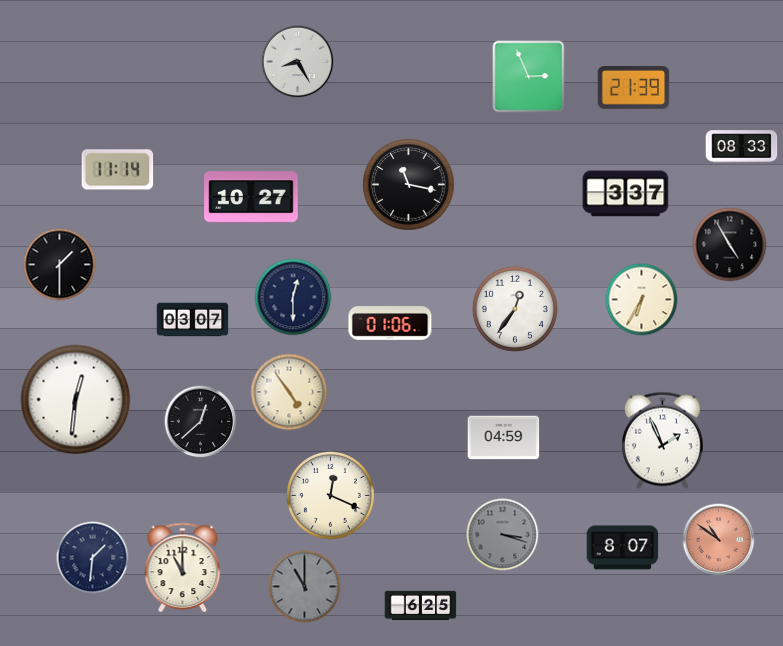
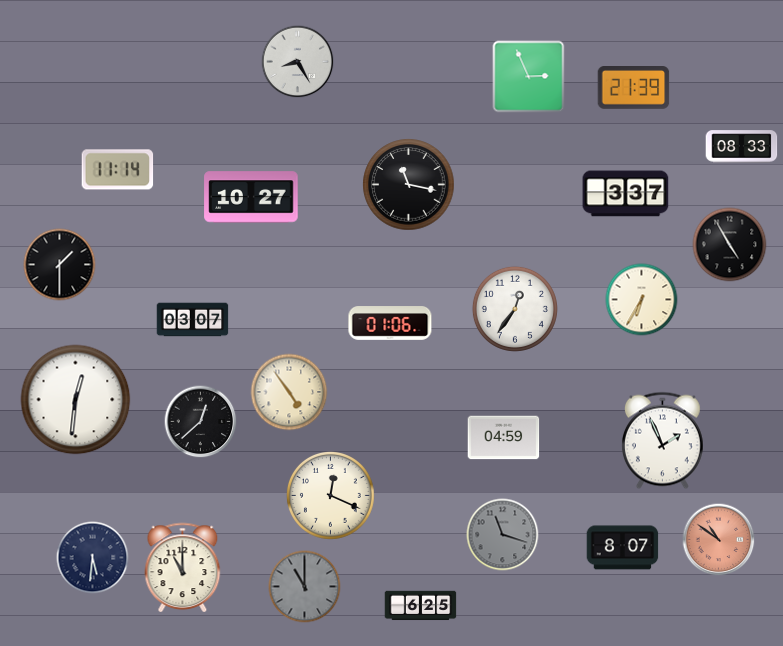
clock at (293, 297): 12:30 -> none
clock at (503, 535): 3:18 -> 11:18
clock at (93, 558): 1:31 -> 5:31
